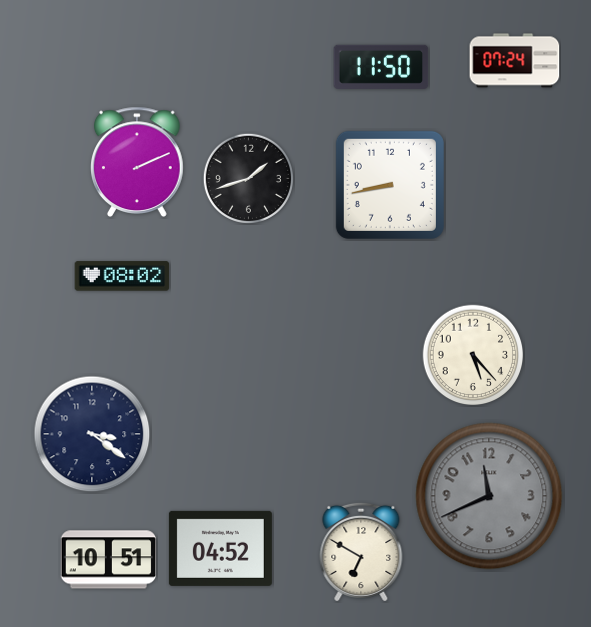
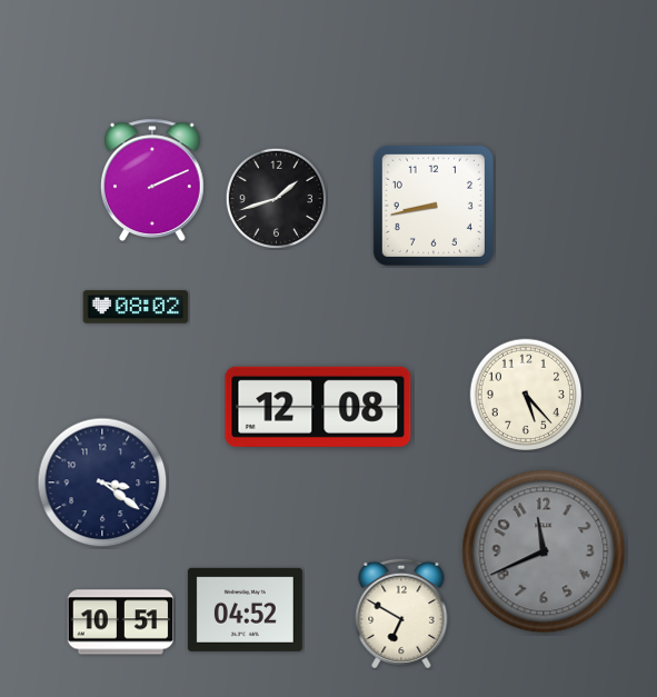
clock at (515, 61): 07:24 -> none
clock at (381, 67): 11:50 -> none
clock at (318, 407): none -> 12:08
